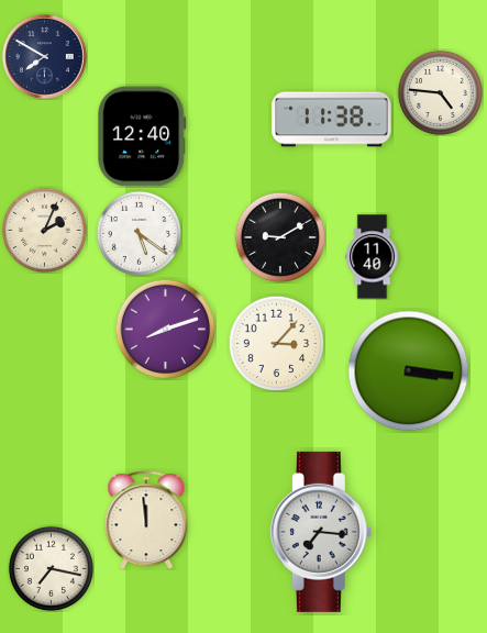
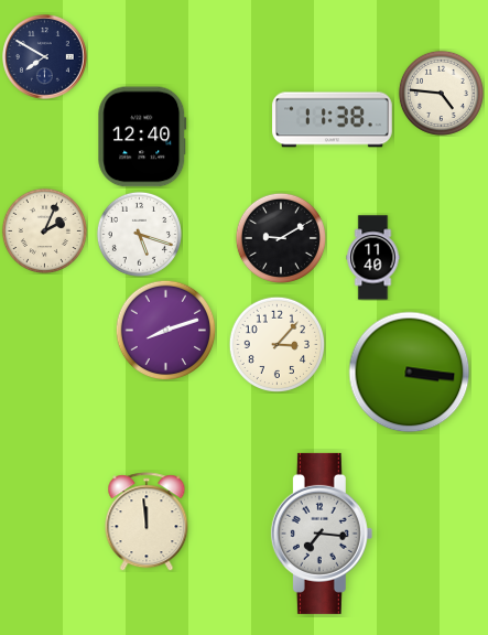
clock at (139, 233): 5:21 -> 5:18
clock at (51, 568): 7:17 -> none
